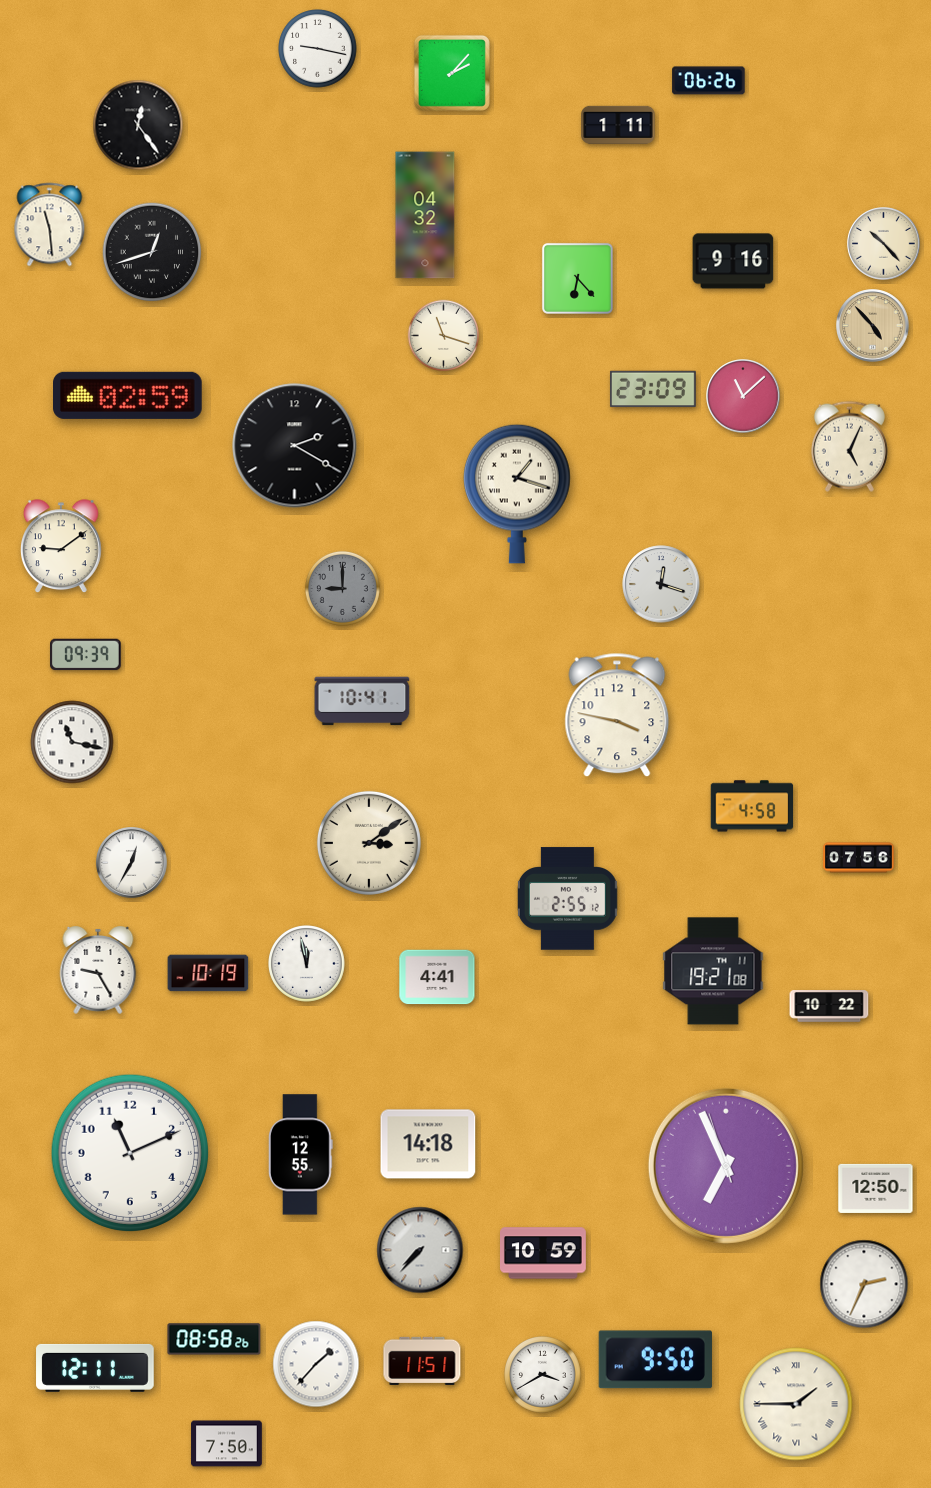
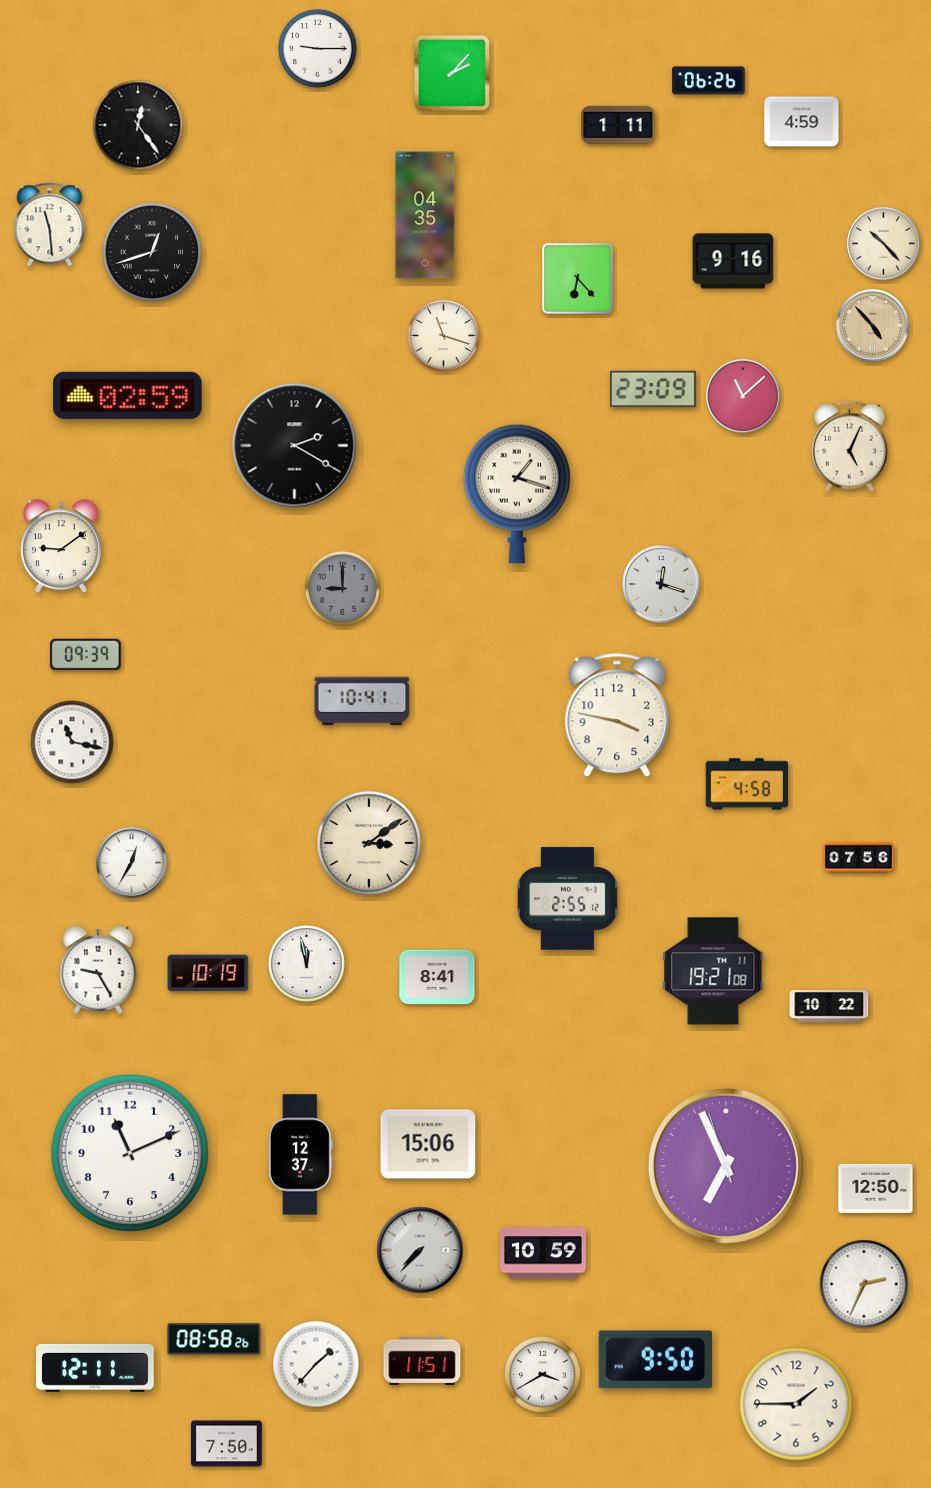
clock at (318, 49): 9:17 -> 9:15
clock at (802, 122): none -> 4:59
clock at (425, 215): 04:32 -> 04:35
clock at (752, 806) position: (752, 806) -> (747, 784)
clock at (437, 977): 4:41 -> 8:41
clock at (428, 1144): 14:18 -> 15:06
clock at (300, 1155): 12:55 -> 12:37
clock at (796, 1404) numerals: Roman -> Arabic
